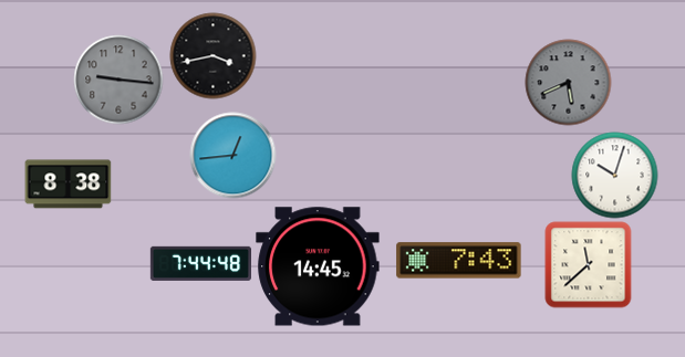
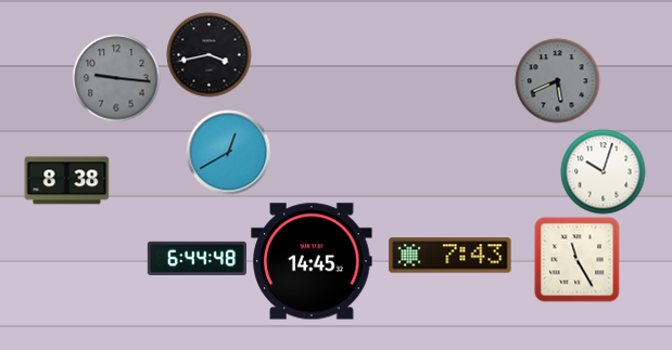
clock at (232, 155): 12:44 -> 12:40
clock at (200, 263): 7:44 -> 6:44
clock at (588, 264): 11:38 -> 11:25
